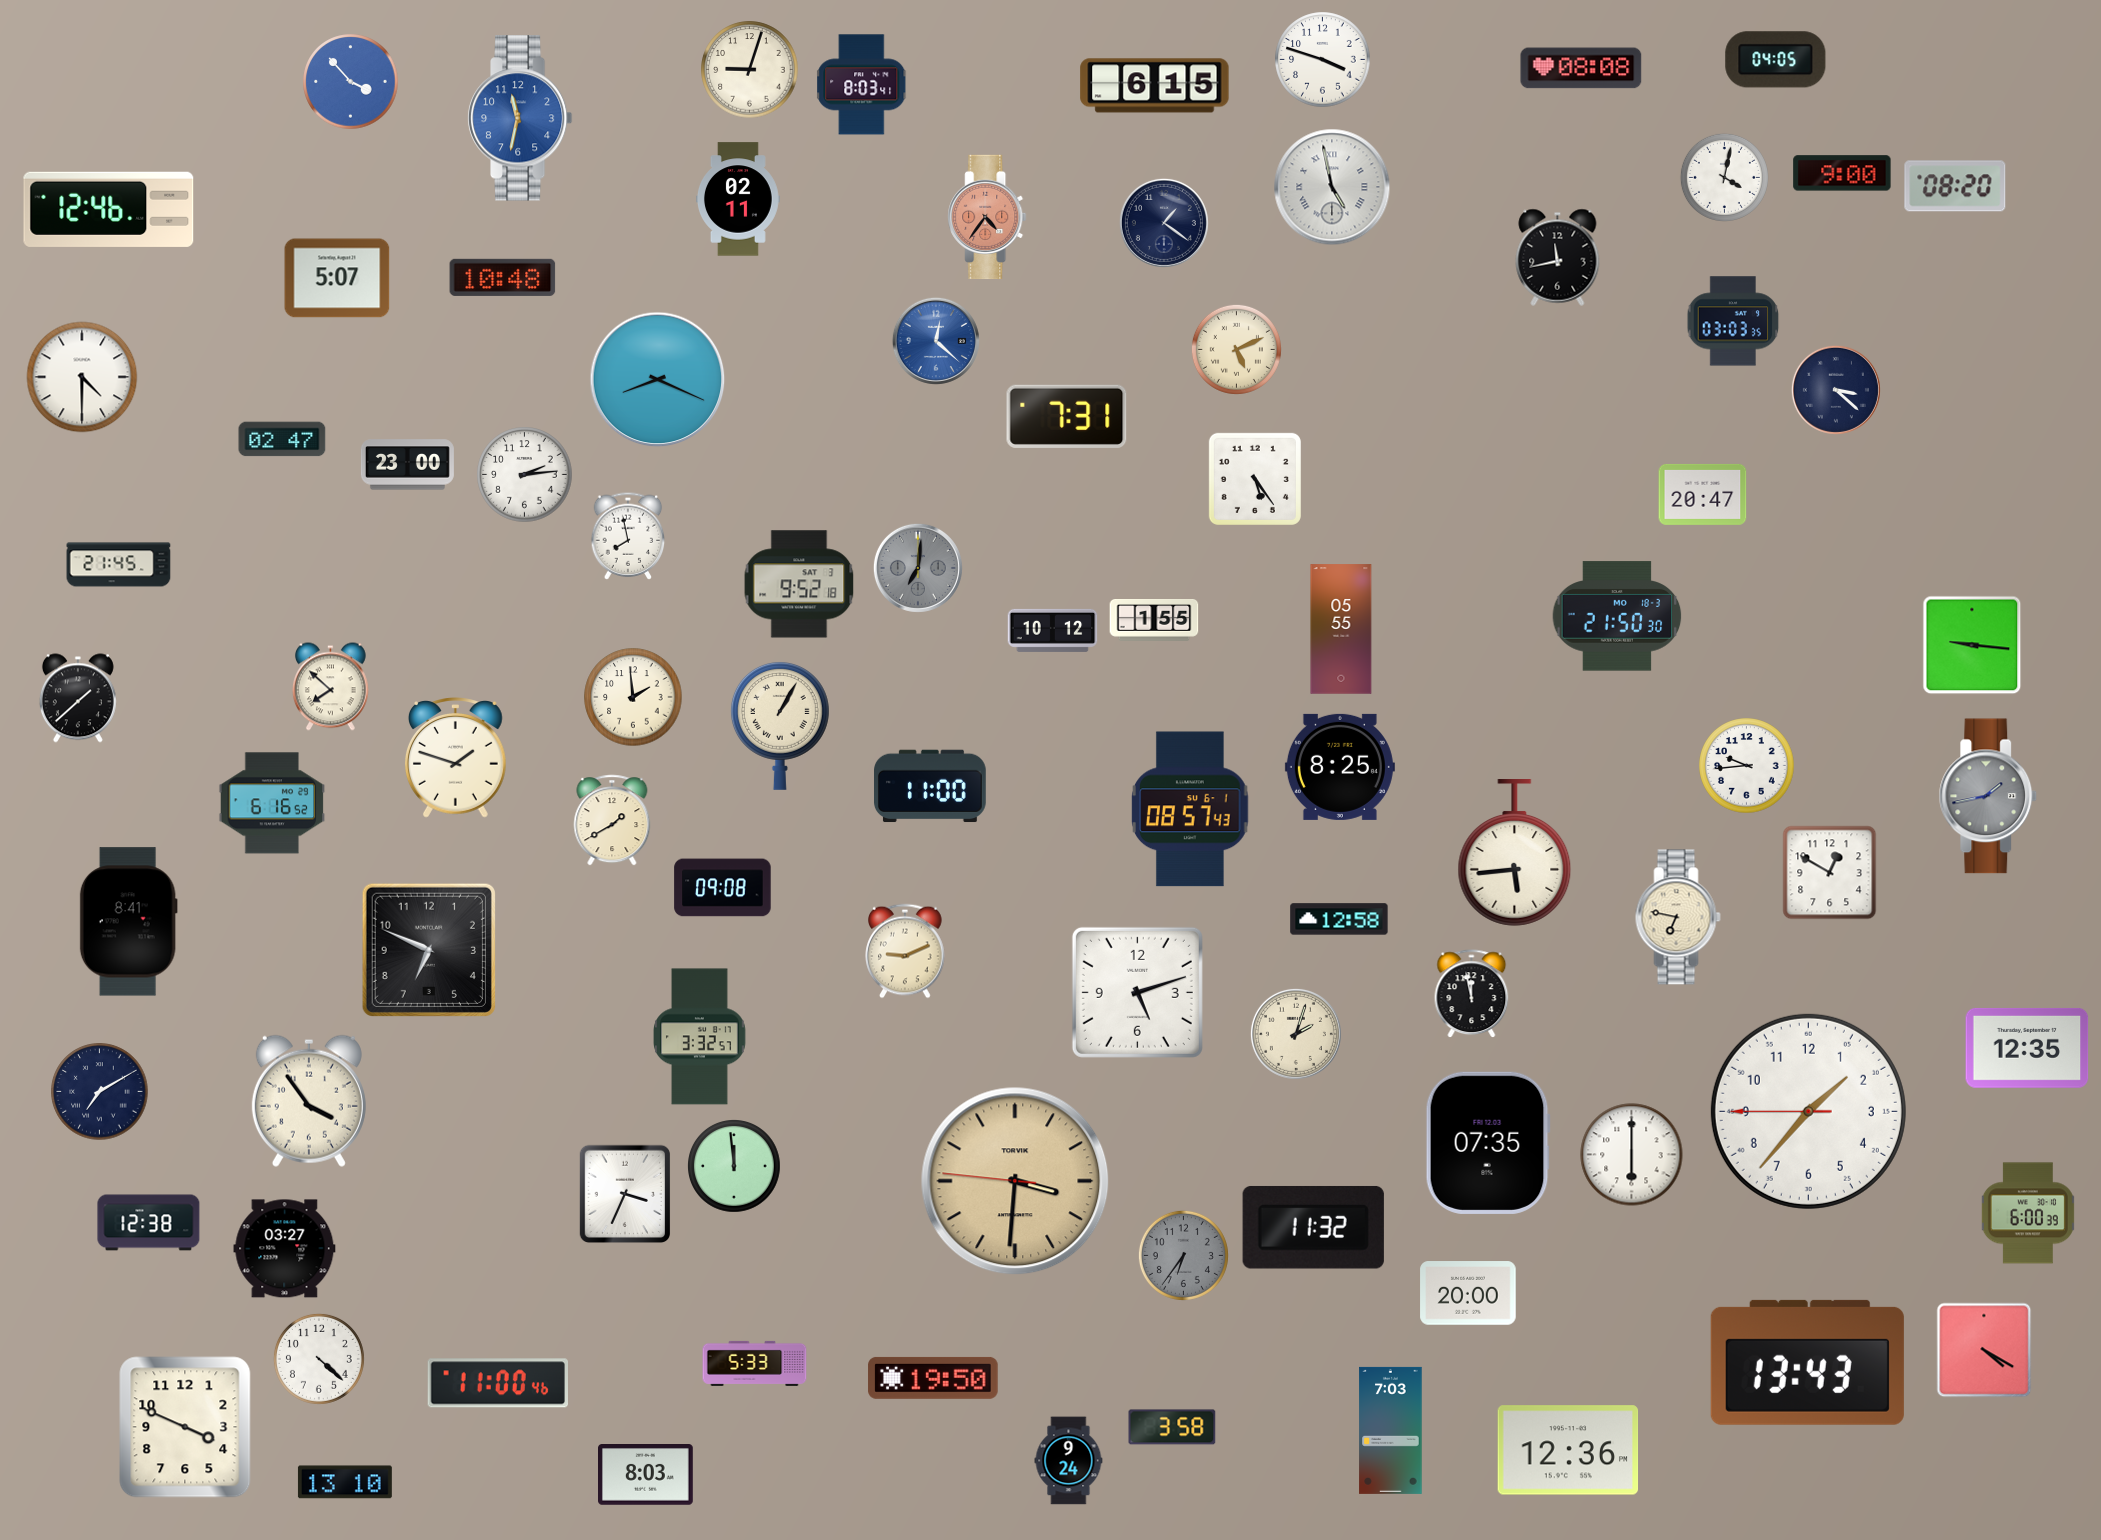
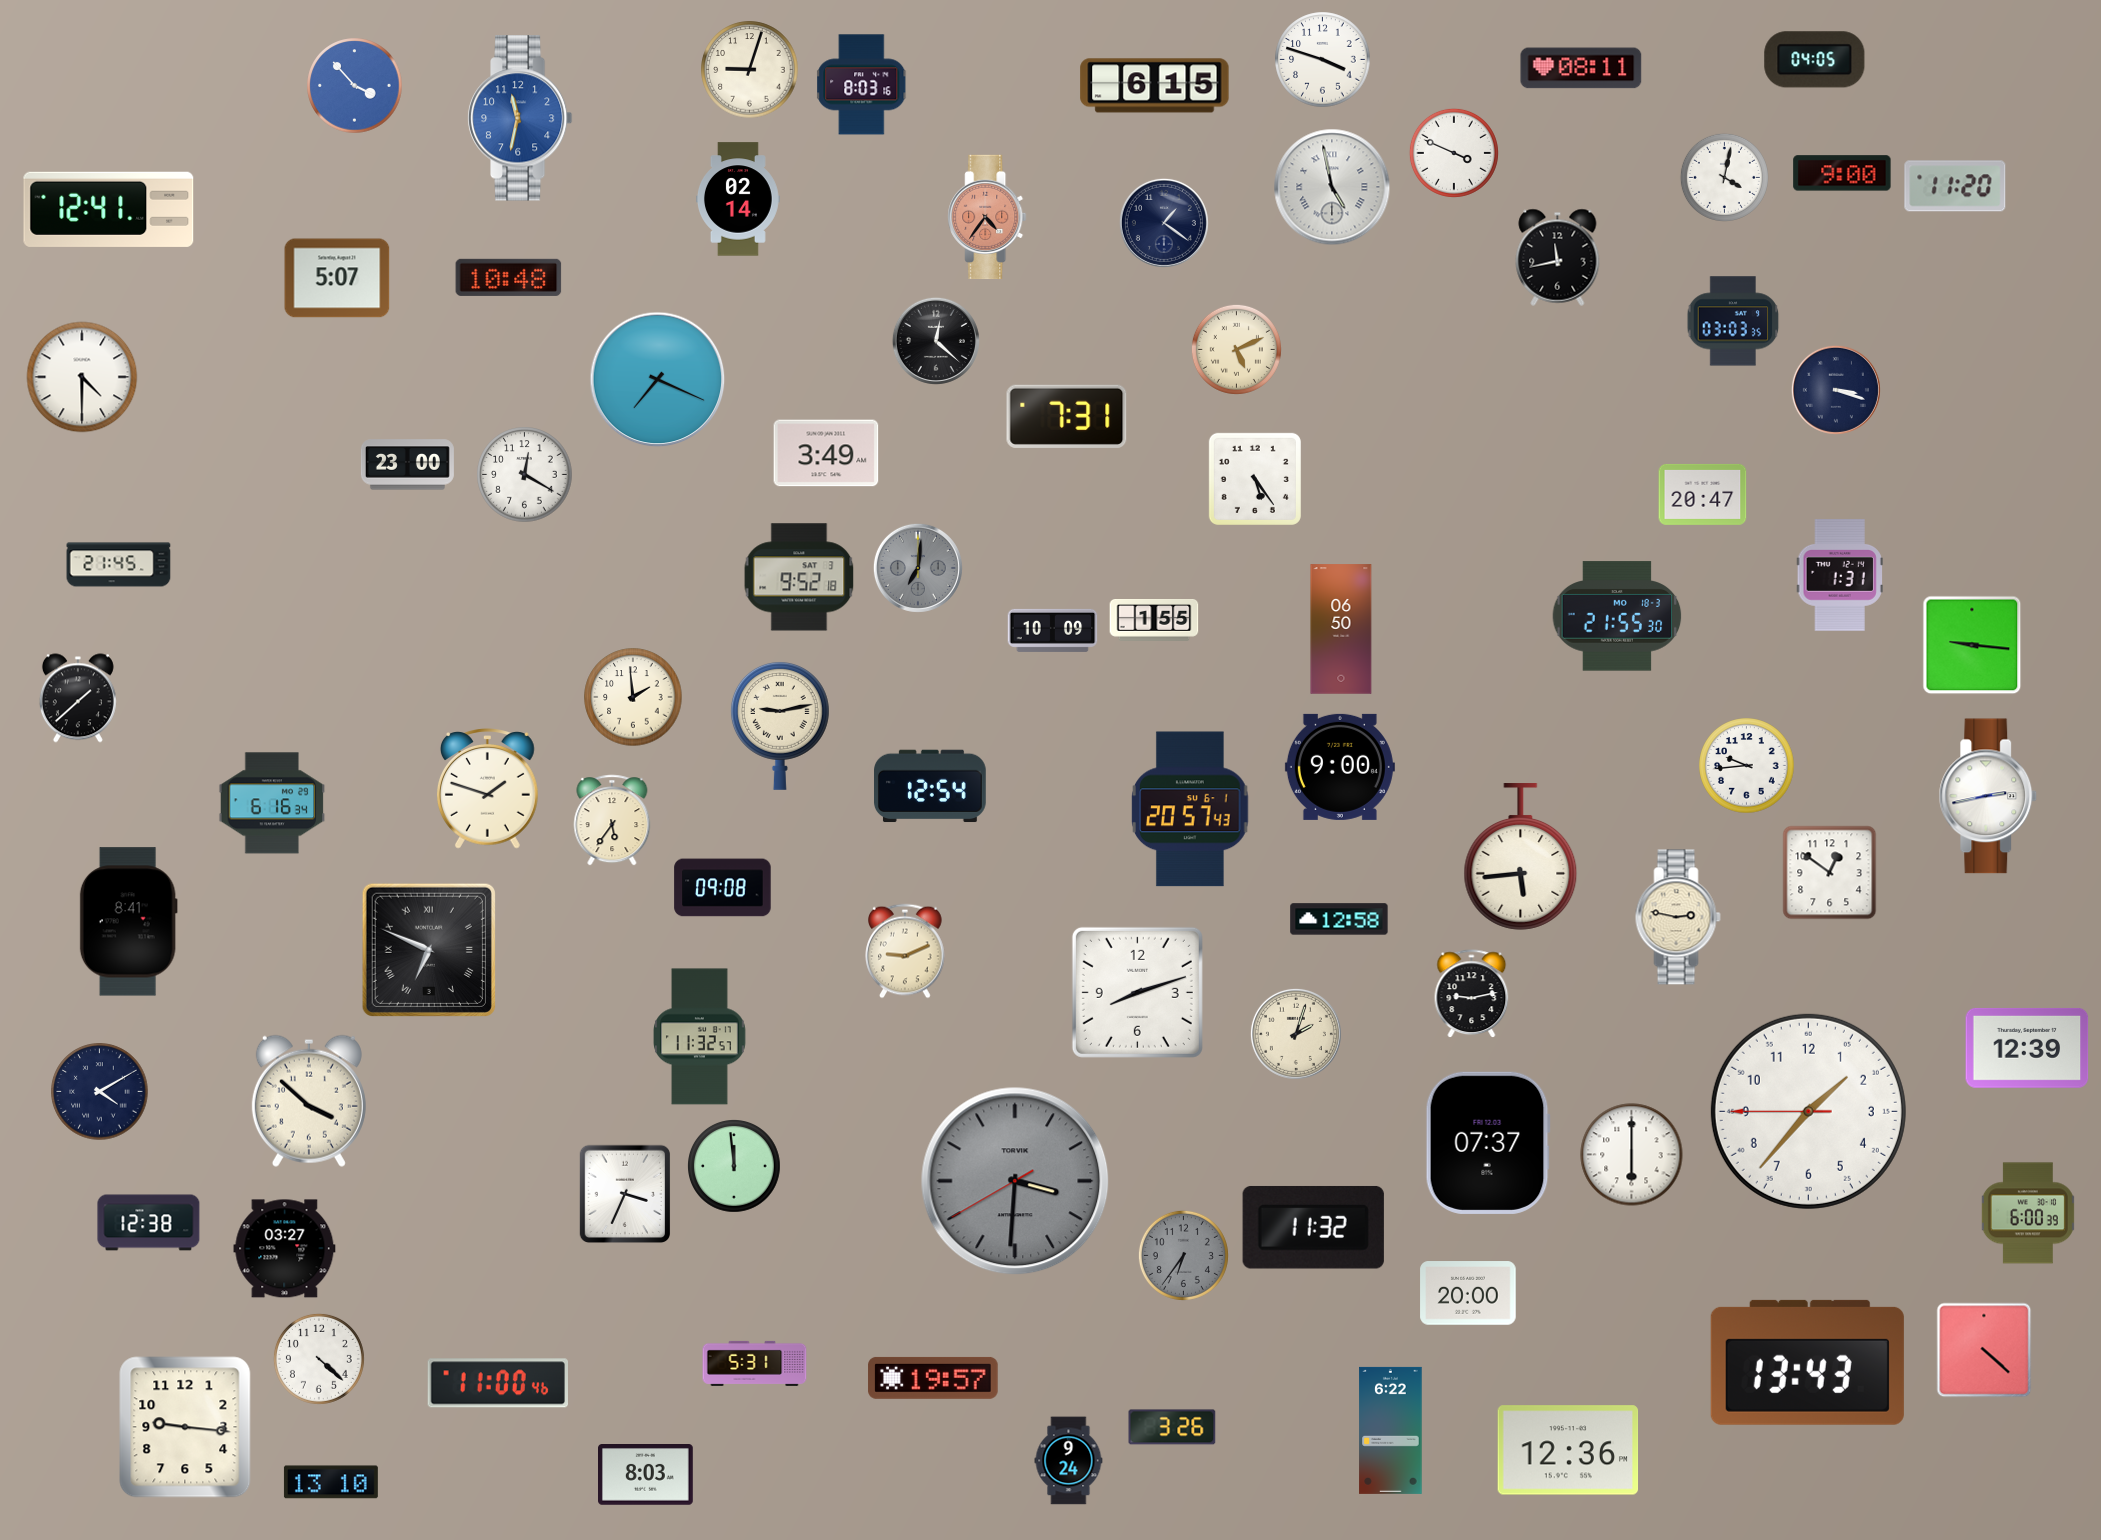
clock at (1776, 60) position: (1776, 60) -> (1815, 60)
clock at (1581, 68): 08:08 -> 08:11
clock at (351, 82) position: (351, 82) -> (355, 86)
clock at (862, 85): 8:03:41 -> 8:03:16
clock at (1454, 153): none -> 3:49
clock at (1955, 186): 08:20 -> 11:20
clock at (738, 199): 02:11 -> 02:14
clock at (109, 209): 12:46 -> 12:41
clock at (503, 277) position: (503, 277) -> (509, 277)
clock at (936, 341) dial: blue -> black
clock at (658, 380): 8:19 -> 7:19
clock at (1836, 390): 3:22 -> 3:18
clock at (282, 439): 02:47 -> none
clock at (826, 453): none -> 3:49
clock at (525, 475): 2:14 -> 12:20
clock at (628, 536): 7:58 -> none
clock at (1840, 576): none -> 1:31
clock at (799, 584) position: (799, 584) -> (799, 577)
clock at (1617, 616): 21:50 -> 21:55
clock at (1341, 629): 05:55 -> 06:50
clock at (1053, 630): 10:12 -> 10:09
clock at (330, 687): 7:52 -> none
clock at (780, 725): 1:05 -> 9:13
clock at (456, 758) position: (456, 758) -> (488, 789)
clock at (1340, 767): 8:25 -> 9:00
clock at (931, 786): 11:00 -> 12:54
clock at (1988, 796): 1:43 -> 2:43
clock at (1988, 796) dial: grey -> white
clock at (272, 803): 6:16:52 -> 6:16:34
clock at (1190, 809): 08:57 -> 20:57
clock at (612, 820): 1:40 -> 5:36
clock at (1515, 853) position: (1515, 853) -> (1521, 857)
clock at (1830, 873): 12:50 -> 12:51
clock at (1678, 917): 6:47 -> 2:47
clock at (429, 950) numerals: Arabic -> Roman
clock at (1137, 992): 5:12 -> 8:12
clock at (1472, 994): 11:58 -> 9:13
clock at (700, 1037): 3:32 -> 11:32
clock at (2027, 1048): 12:35 -> 12:39
clock at (100, 1092): 7:10 -> 4:10
clock at (309, 1101): 3:54 -> 3:52
clock at (1488, 1143): 07:35 -> 07:37
clock at (1015, 1181): 3:30:46 -> 3:30:40
clock at (1015, 1181) dial: champagne -> grey
clock at (1984, 1350): 4:20 -> 4:22
clock at (755, 1363): 5:33 -> 5:31
clock at (933, 1378): 19:50 -> 19:57
clock at (185, 1427): 3:49 -> 9:16
clock at (1172, 1427): 3:58 -> 3:26
clock at (1391, 1430): 7:03 -> 6:22
clock at (345, 1482) position: (345, 1482) -> (331, 1482)
